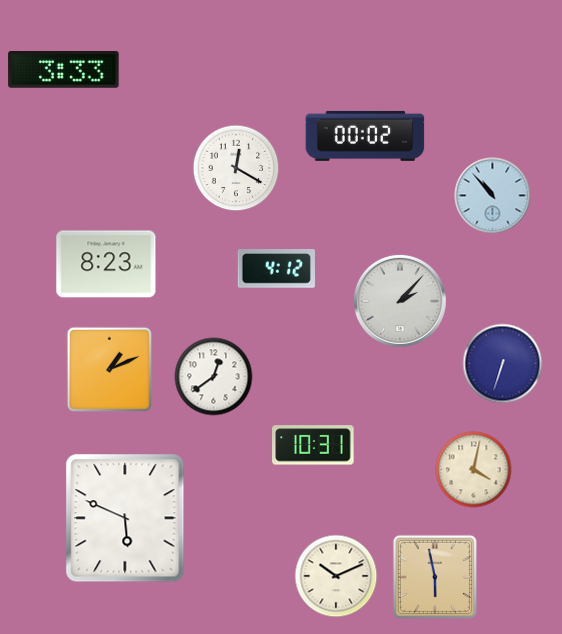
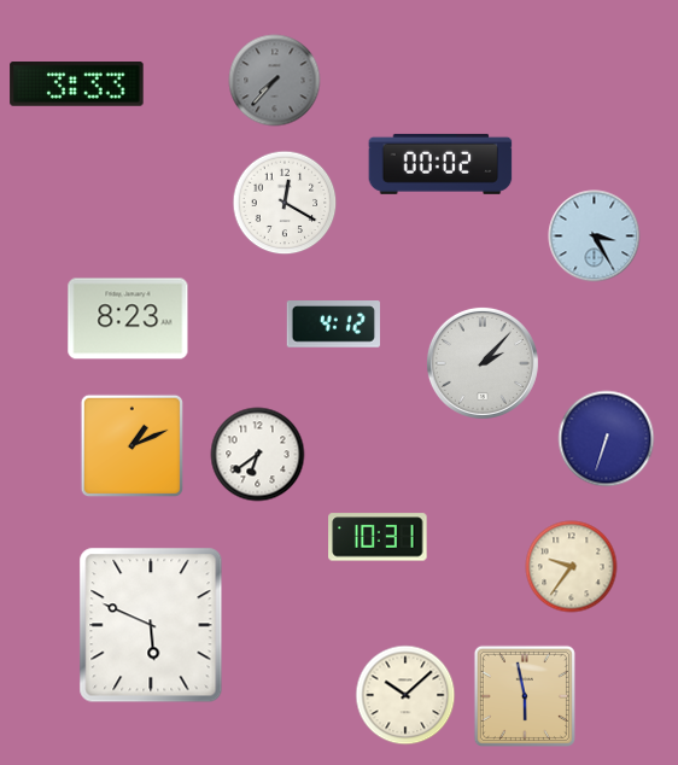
clock at (275, 81): none -> 7:37
clock at (493, 196): 10:53 -> 3:25
clock at (214, 377): 12:39 -> 6:39
clock at (474, 470): 4:02 -> 9:36
clock at (336, 576): 10:11 -> 10:08
